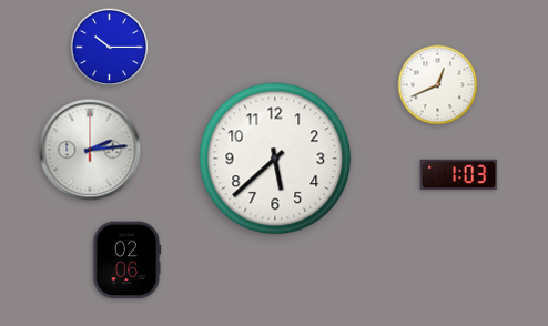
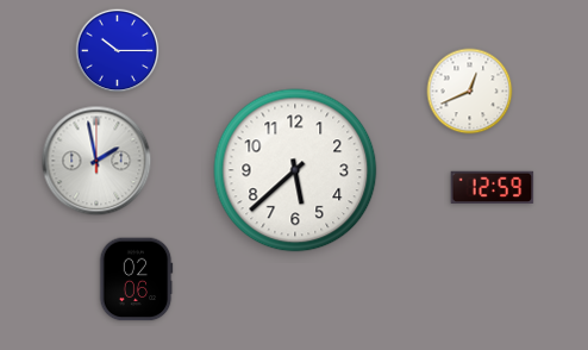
clock at (90, 150): 2:14 -> 1:58
clock at (459, 175): 1:03 -> 12:59
